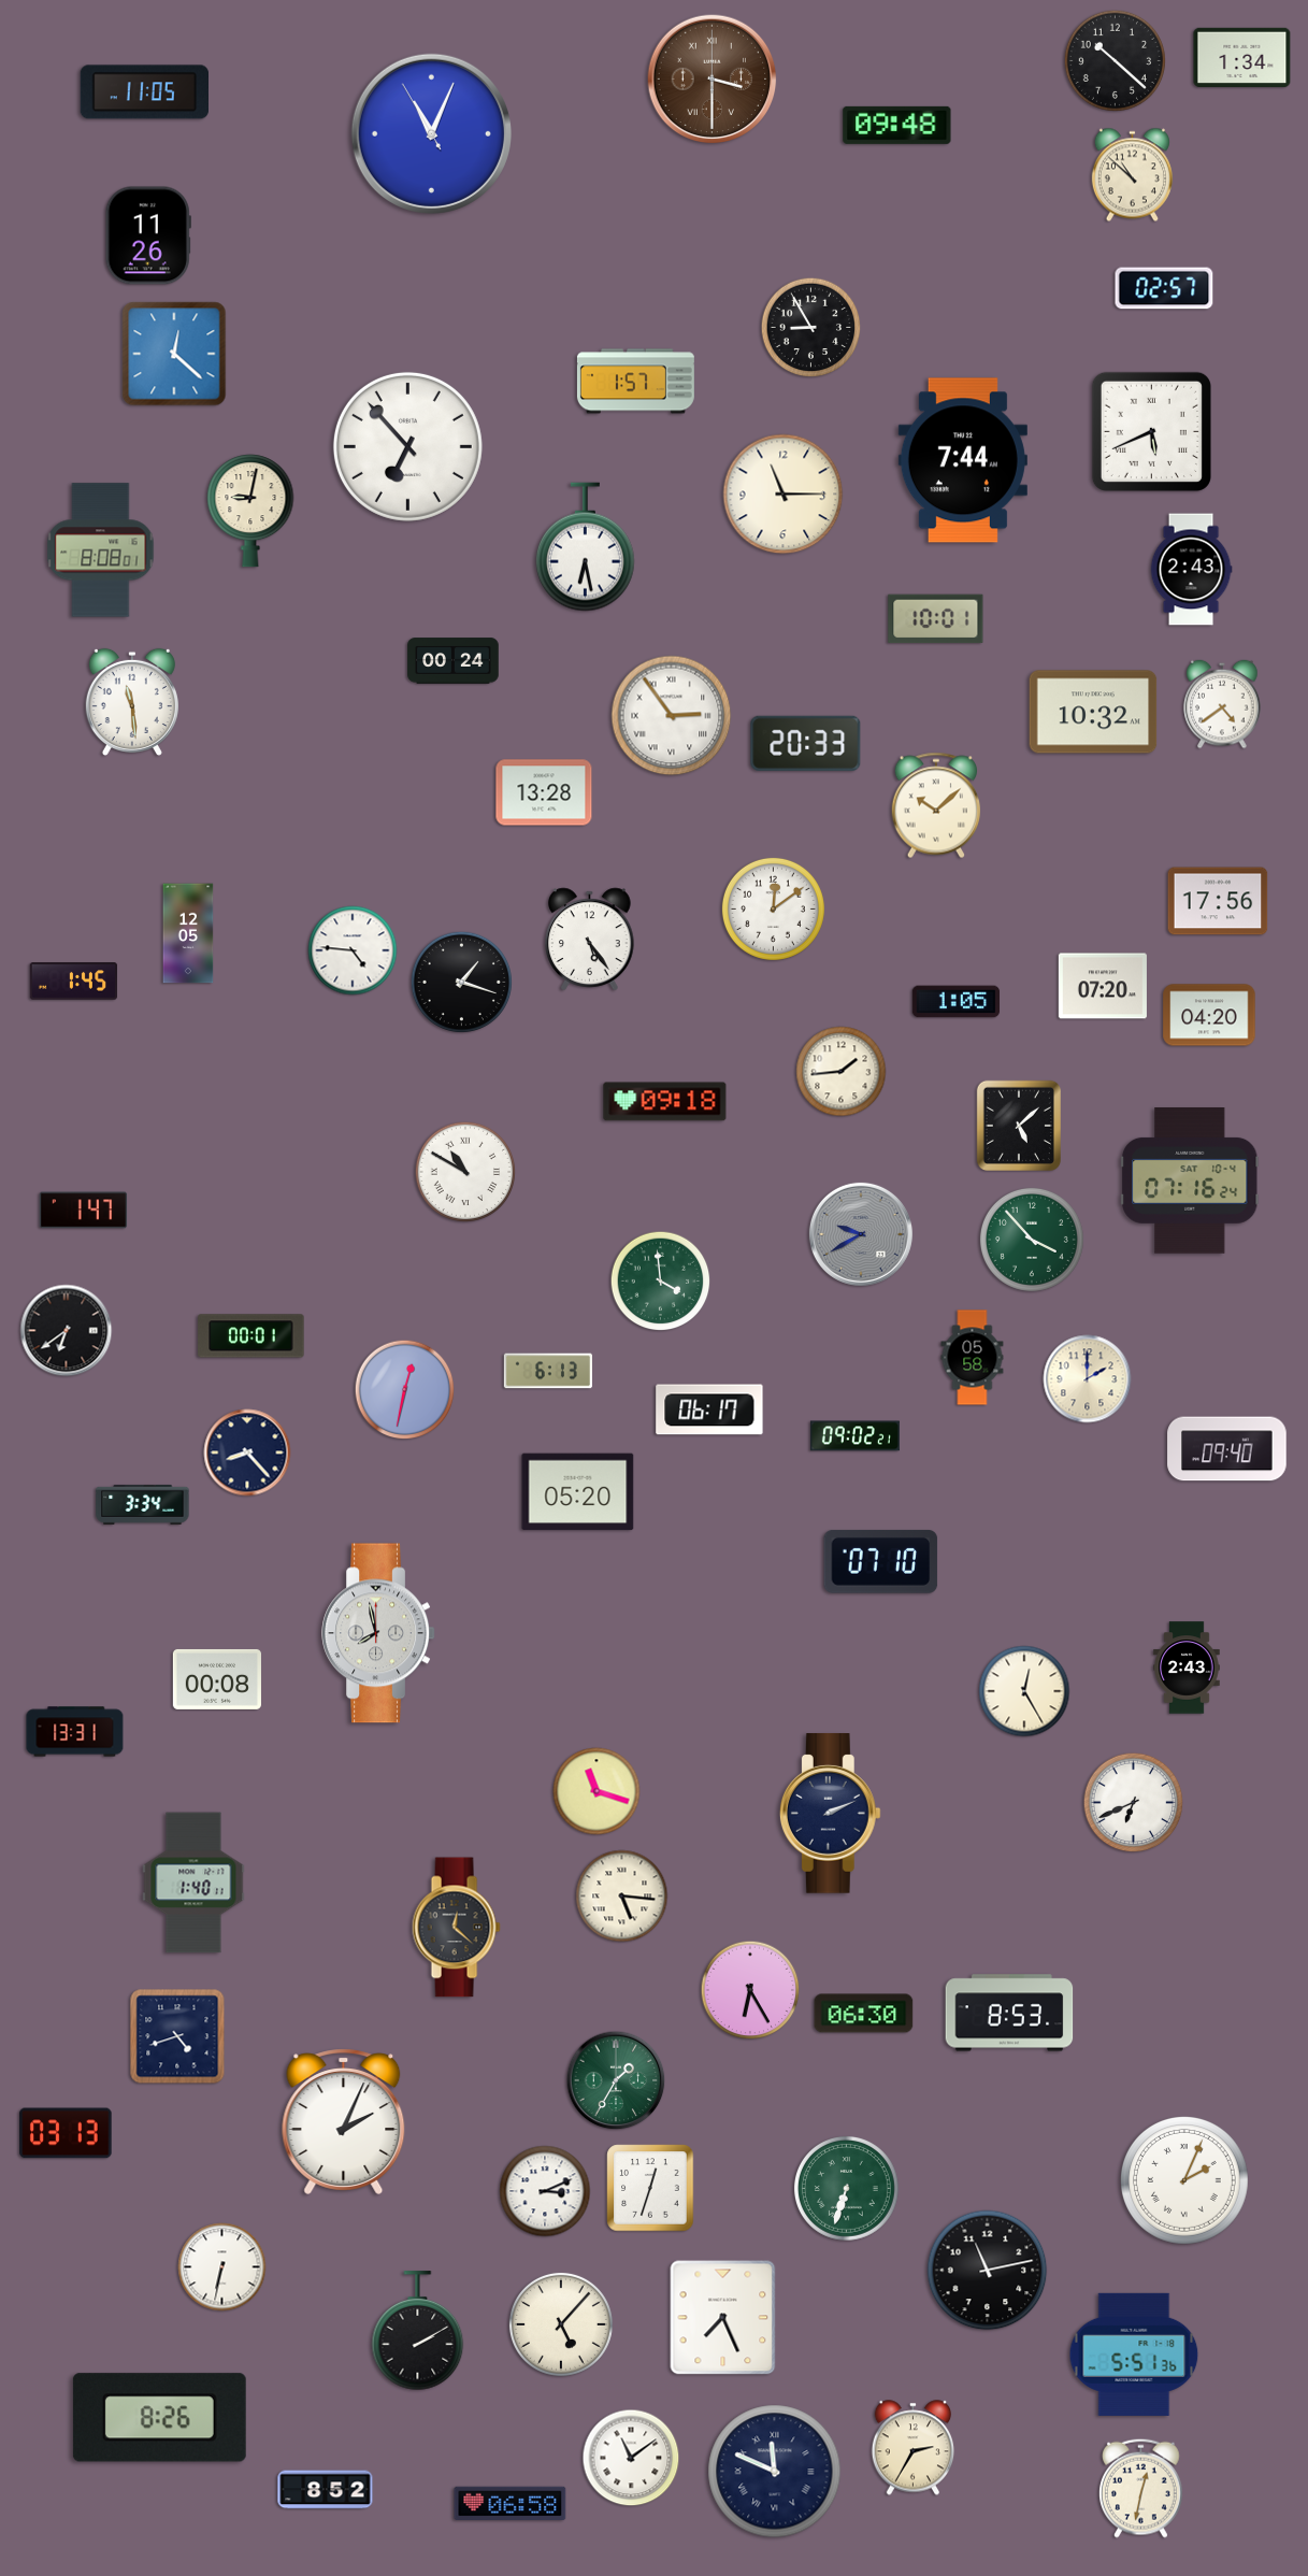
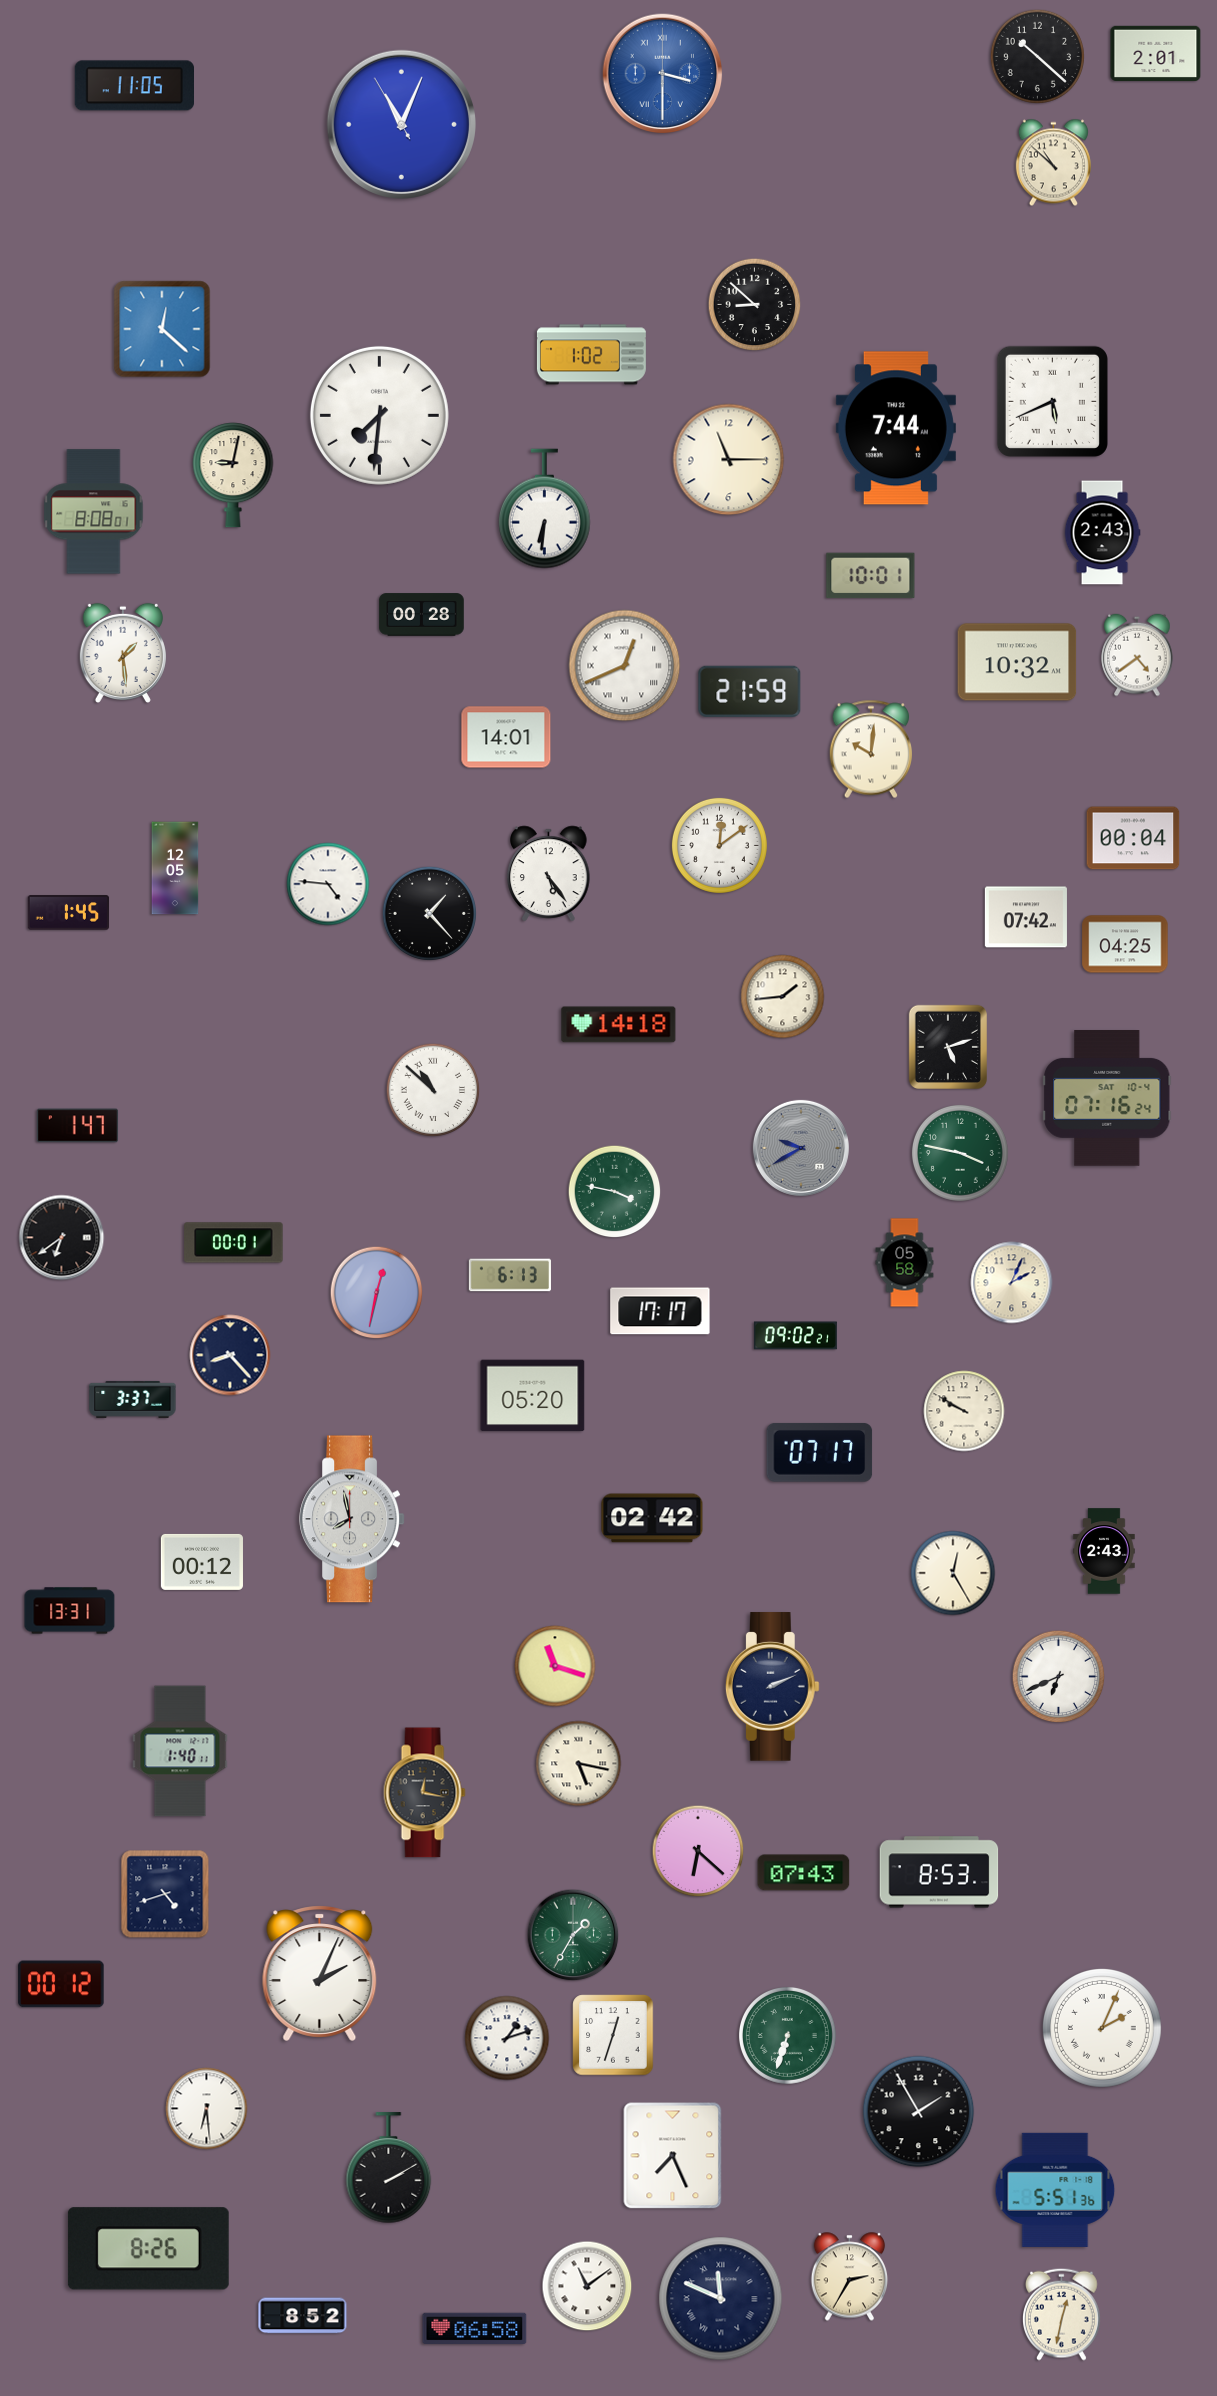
clock at (1242, 57): 1:34 -> 2:01
clock at (713, 80) dial: brown -> blue
clock at (897, 125): 09:48 -> none
clock at (148, 235): 11:26 -> none
clock at (1164, 288): 02:57 -> none
clock at (811, 328): 8:55 -> 8:52
clock at (635, 382): 1:57 -> 1:02
clock at (1151, 431) position: (1151, 431) -> (1052, 401)
clock at (407, 446): 6:53 -> 7:31
clock at (586, 547): 6:28 -> 6:31
clock at (1191, 570) position: (1191, 570) -> (1102, 533)
clock at (454, 661): 00:24 -> 00:28
clock at (132, 701): 11:29 -> 1:29
clock at (672, 716): 2:54 -> 12:41
clock at (806, 743): 20:33 -> 21:59
clock at (544, 792): 13:28 -> 14:01
clock at (936, 805): 10:08 -> 10:01
clock at (1218, 901): 17:56 -> 00:04
clock at (461, 982): 1:18 -> 1:23
clock at (1103, 986): 07:20 -> 07:42
clock at (957, 1002): 1:05 -> none
clock at (1209, 1015): 04:20 -> 04:25
clock at (665, 1102): 09:18 -> 14:18
clock at (1019, 1125): 5:08 -> 5:12
clock at (465, 1172): 10:50 -> 10:52
clock at (1032, 1240): 3:53 -> 3:47
clock at (661, 1282): 3:59 -> 3:47
clock at (1088, 1379): 2:00 -> 2:04
clock at (709, 1409): 06:17 -> 17:17
clock at (1227, 1449): 09:40 -> none
clock at (247, 1452) position: (247, 1452) -> (230, 1355)
clock at (578, 1492) position: (578, 1492) -> (533, 1396)
clock at (143, 1504): 3:34 -> 3:37
clock at (964, 1411): none -> 9:50
clock at (881, 1561): 07:10 -> 07:17
clock at (652, 1518): none -> 02:42
clock at (217, 1679): 00:08 -> 00:12
clock at (1134, 1803) position: (1134, 1803) -> (1059, 1677)
clock at (622, 1897): 5:16 -> 5:17
clock at (456, 1928): 12:22 -> 12:17
clock at (750, 1990): 6:25 -> 6:22
clock at (864, 2014): 06:30 -> 07:43
clock at (66, 2133): 03:13 -> 00:12
clock at (650, 2188) position: (650, 2188) -> (613, 2035)
clock at (545, 2191): 3:11 -> 1:12
clock at (222, 2267): 6:32 -> 6:29
clock at (988, 2271): 11:13 -> 1:55
clock at (561, 2324): 5:07 -> none
